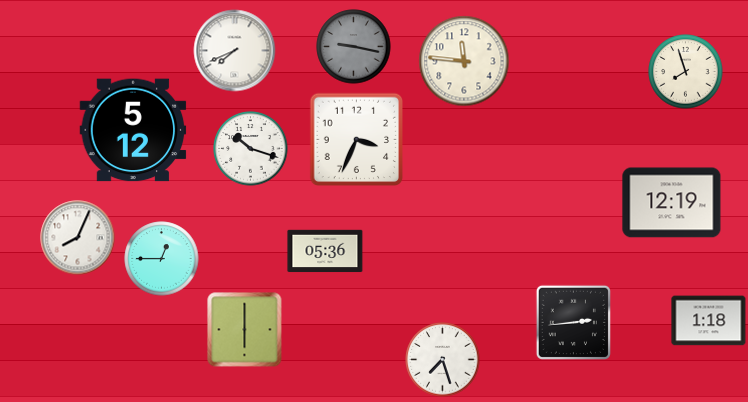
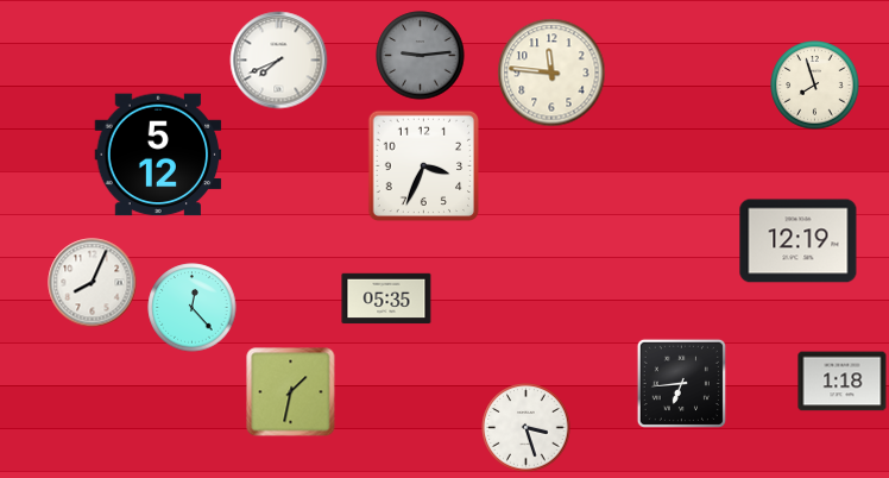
clock at (354, 47): 9:17 -> 9:14
clock at (251, 149): 10:18 -> none
clock at (325, 251): 05:36 -> 05:35
clock at (162, 259): 12:45 -> 12:23
clock at (573, 322): 2:44 -> 6:44
clock at (245, 330): 6:00 -> 1:32
clock at (443, 360): 7:27 -> 3:27
